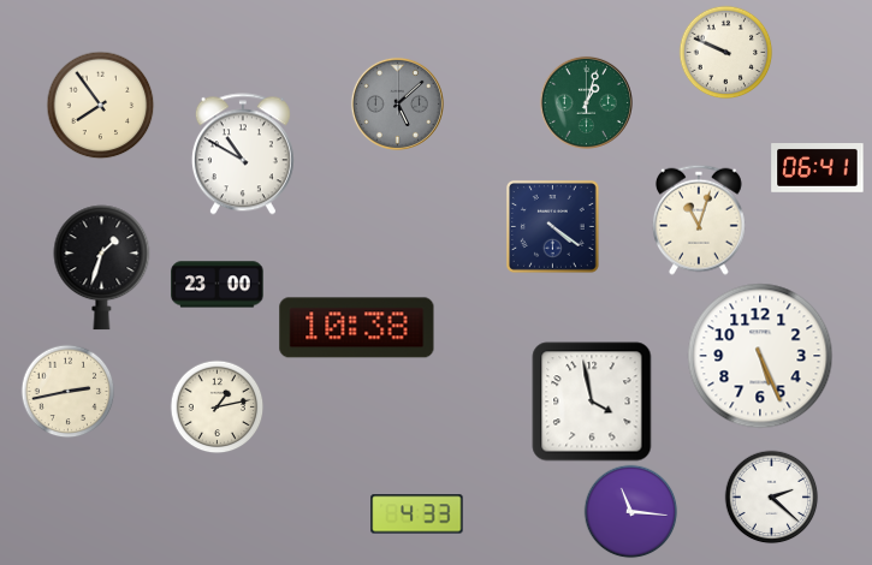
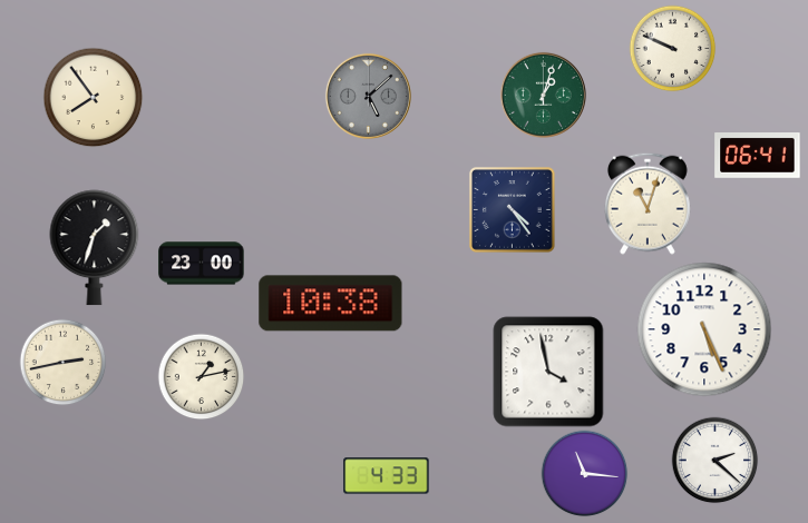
clock at (243, 154): 10:50 -> none
clock at (552, 226): 4:21 -> 4:24
